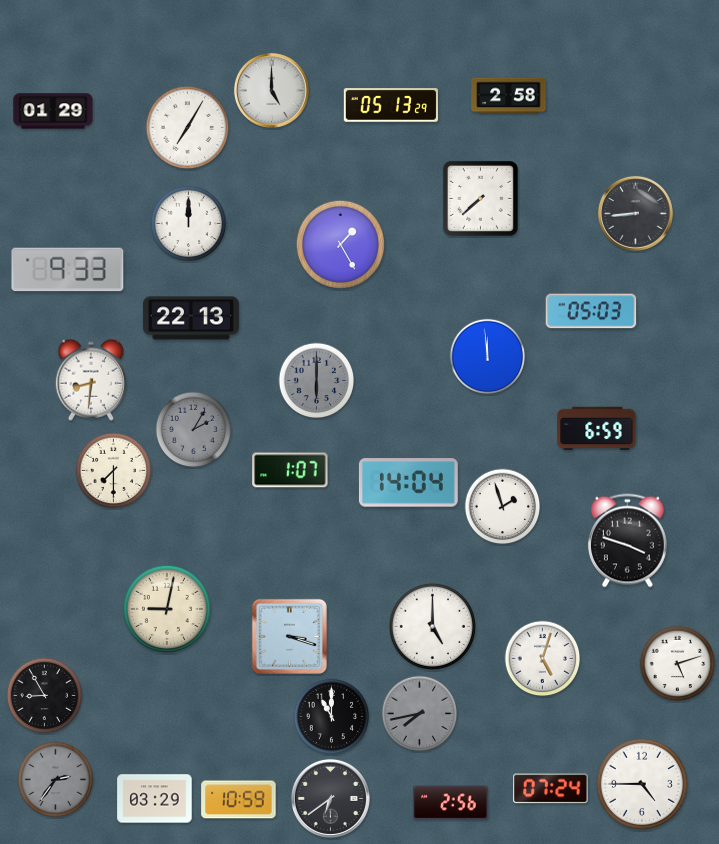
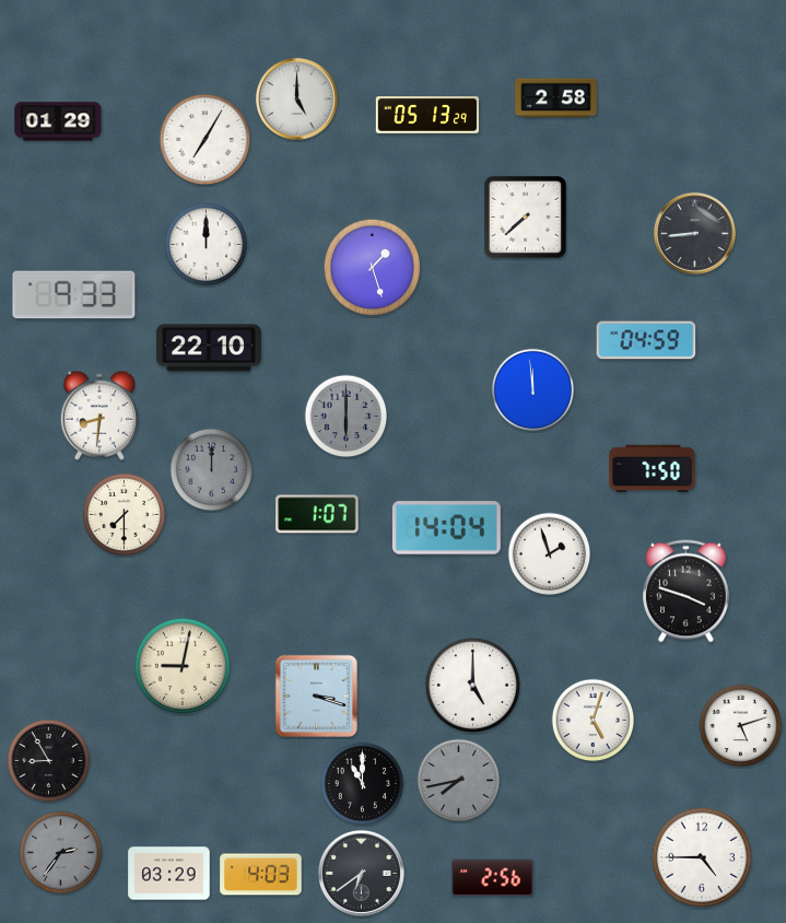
clock at (509, 96) position: (509, 96) -> (556, 98)
clock at (340, 244): 1:25 -> 1:27
clock at (591, 311): 05:03 -> 04:59
clock at (191, 318): 22:13 -> 22:10
clock at (597, 429): 6:59 -> 7:50
clock at (194, 430): 2:05 -> 12:00
clock at (551, 789): 07:24 -> none
clock at (239, 800): 10:59 -> 4:03
